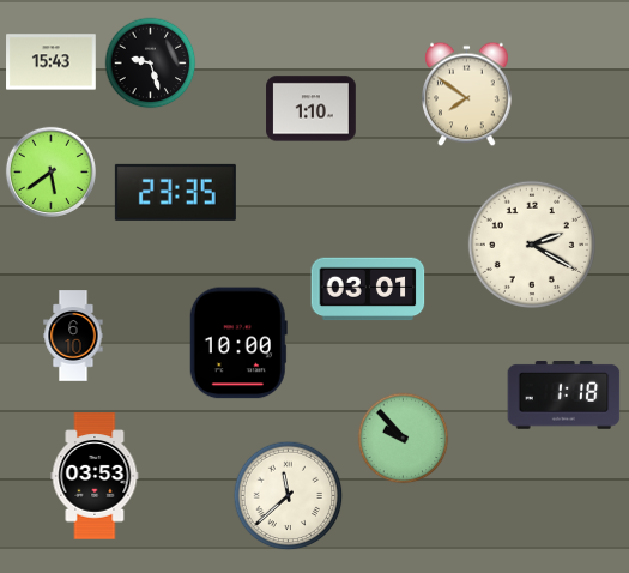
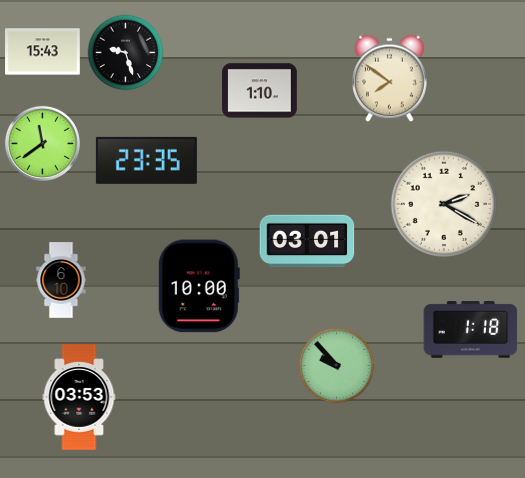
clock at (50, 171): 5:39 -> 11:39
clock at (289, 496): 11:38 -> none
